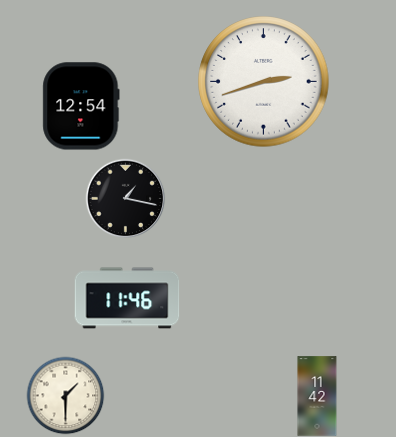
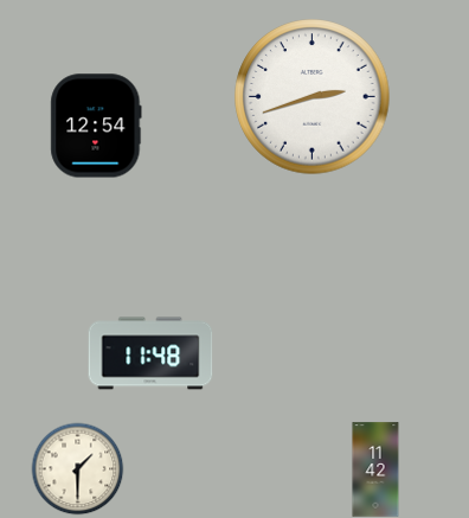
clock at (125, 198): 1:17 -> none
clock at (127, 298): 11:46 -> 11:48
